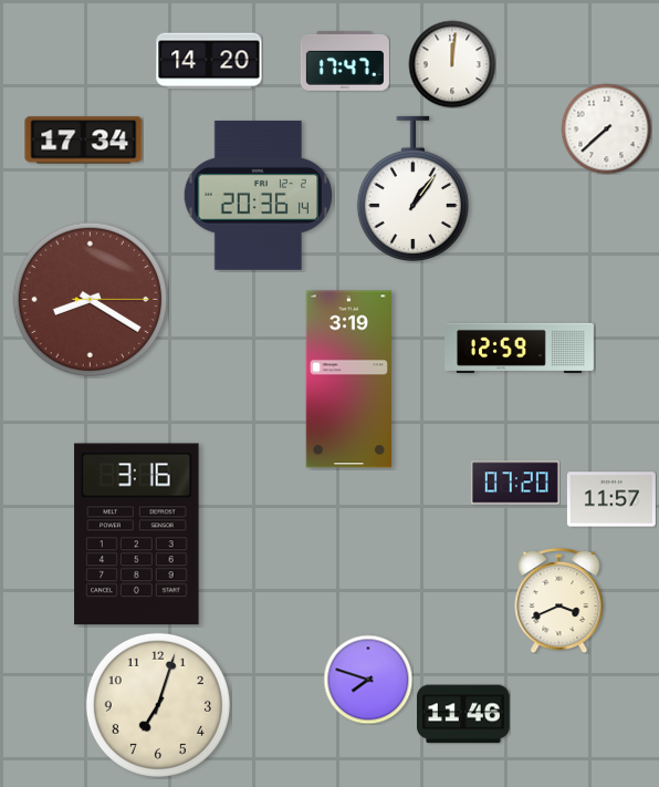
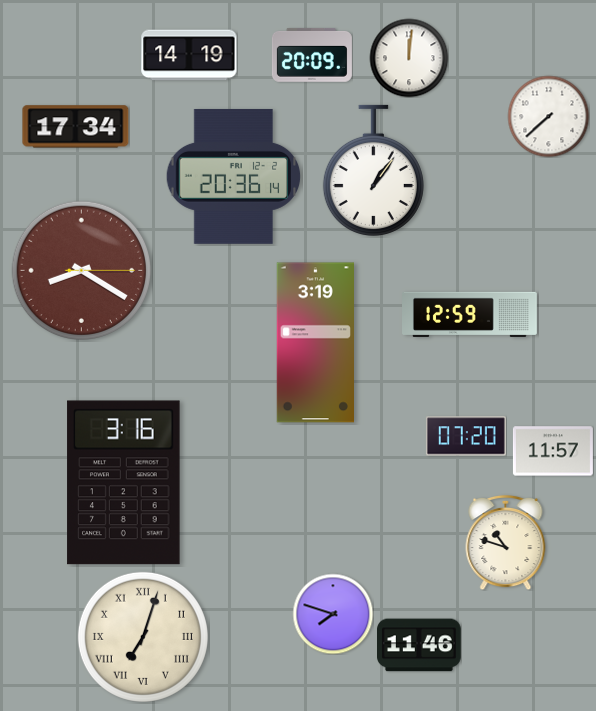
clock at (209, 61): 14:20 -> 14:19
clock at (345, 61): 17:47 -> 20:09
clock at (559, 600): 3:41 -> 10:48
clock at (158, 705) numerals: Arabic -> Roman
